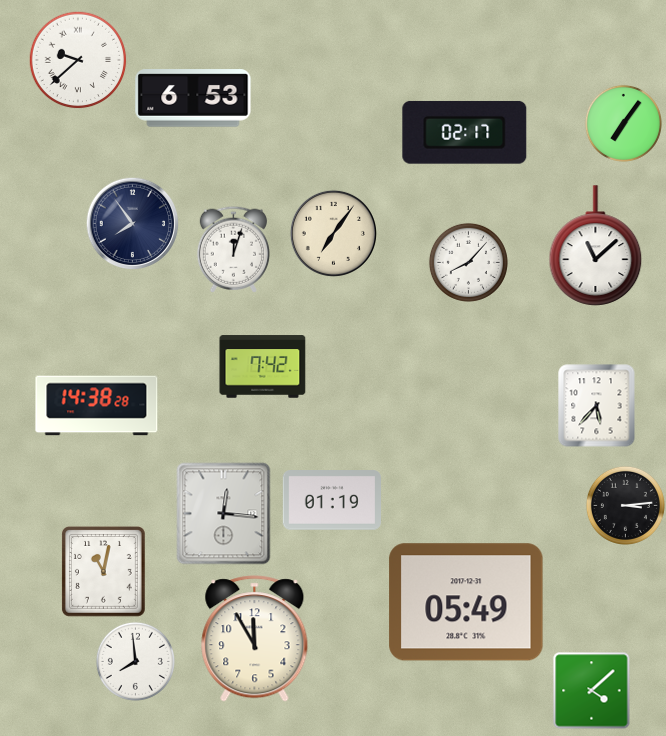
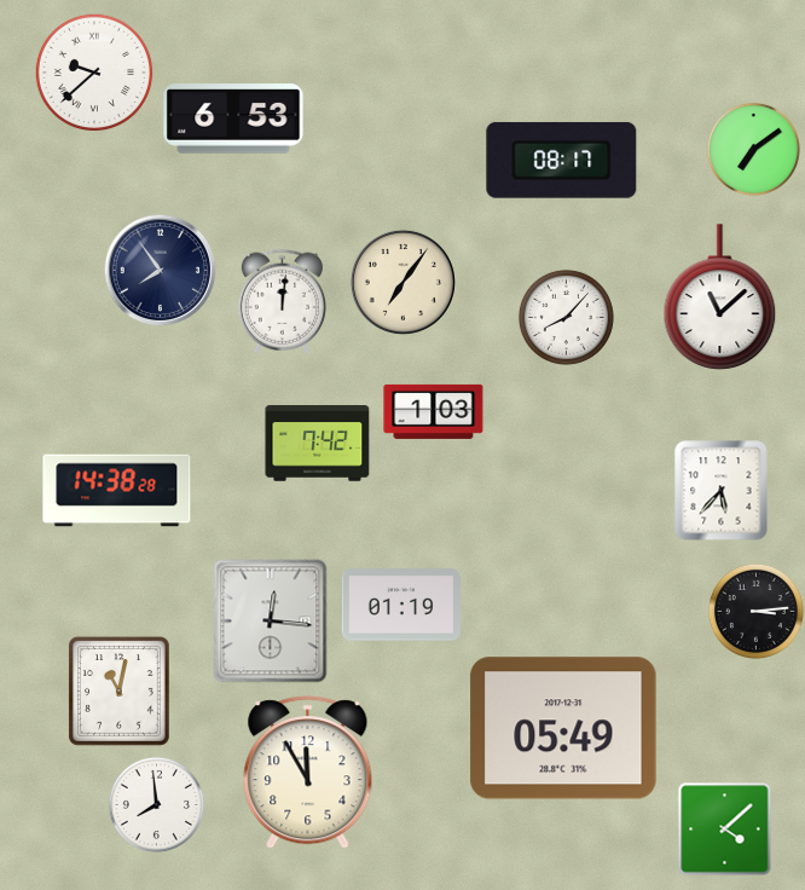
clock at (623, 123): 7:06 -> 7:09
clock at (465, 132): 02:17 -> 08:17
clock at (233, 249): 12:03 -> 12:01
clock at (434, 411): none -> 1:03
clock at (103, 571) position: (103, 571) -> (118, 690)
clock at (135, 661) position: (135, 661) -> (156, 804)
clock at (592, 691) position: (592, 691) -> (725, 830)
